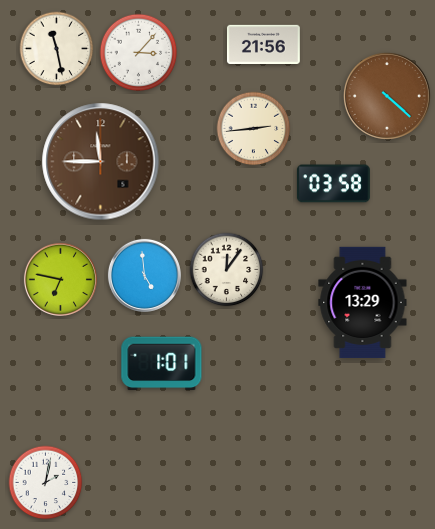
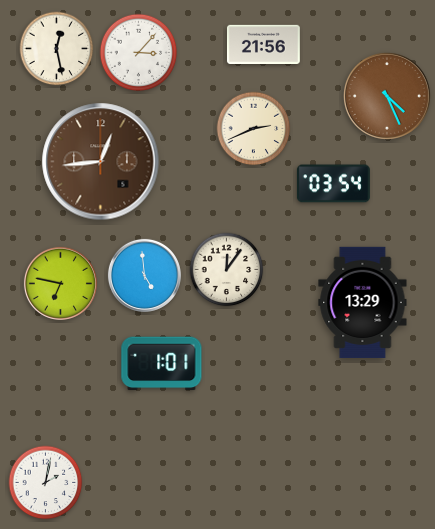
clock at (57, 49): 11:28 -> 12:28
clock at (387, 96): 4:22 -> 4:26
clock at (254, 129): 2:44 -> 2:41
clock at (101, 162): 11:45 -> 12:44
clock at (333, 184): 03:58 -> 03:54
clock at (60, 279) position: (60, 279) -> (60, 283)
